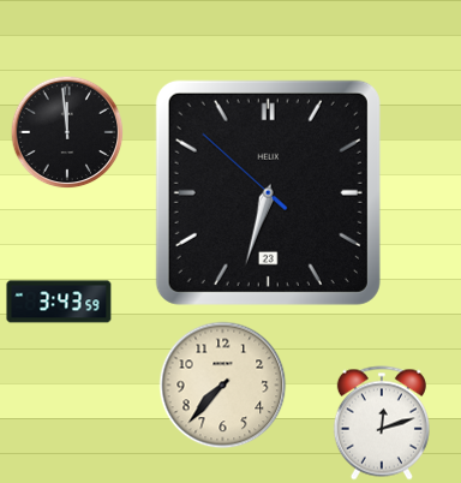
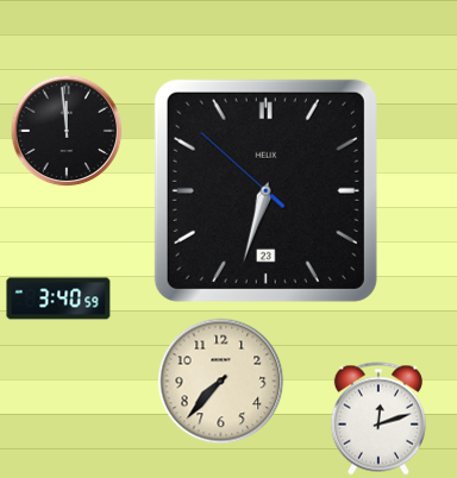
clock at (59, 302): 3:43 -> 3:40
